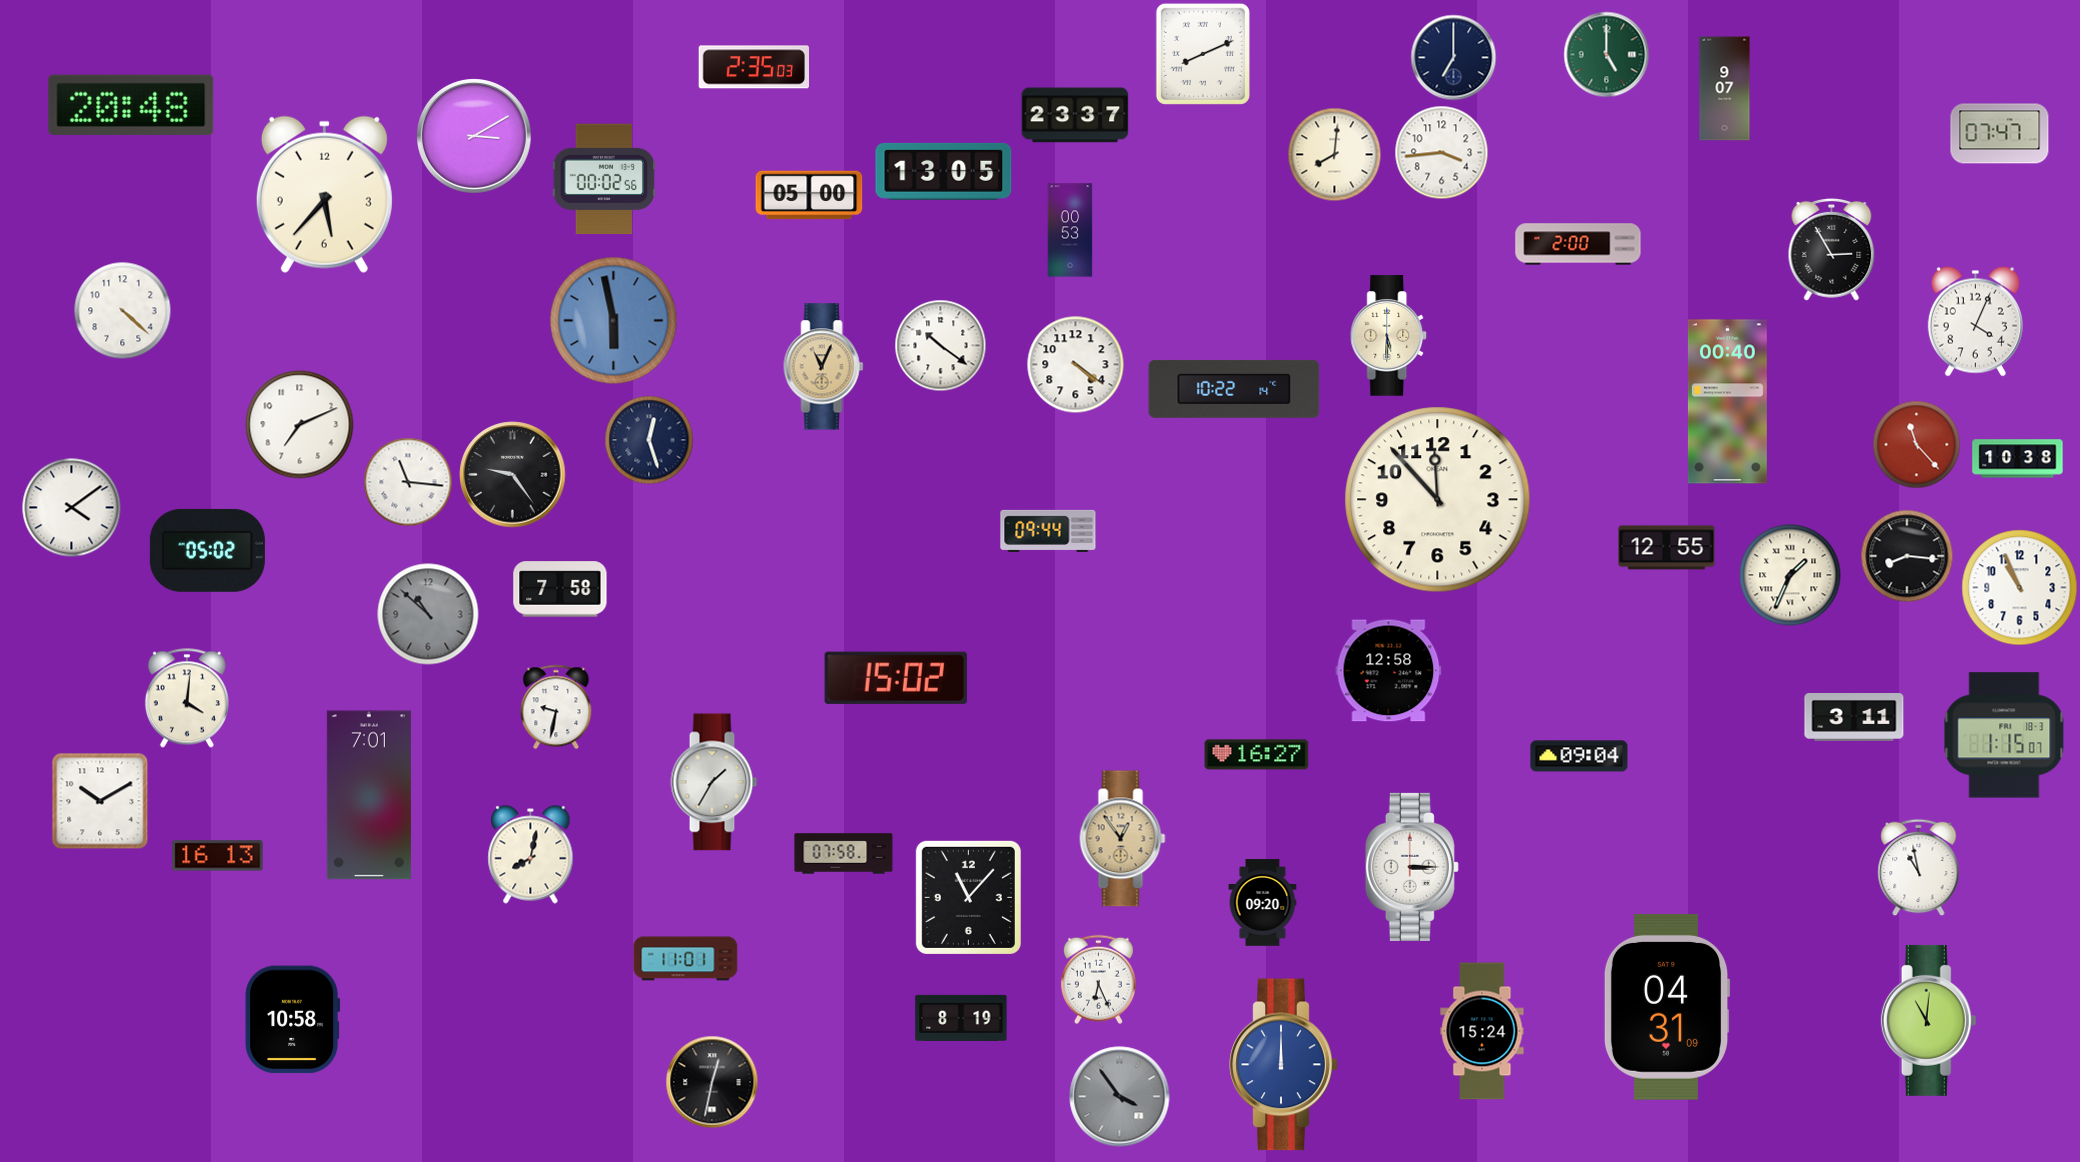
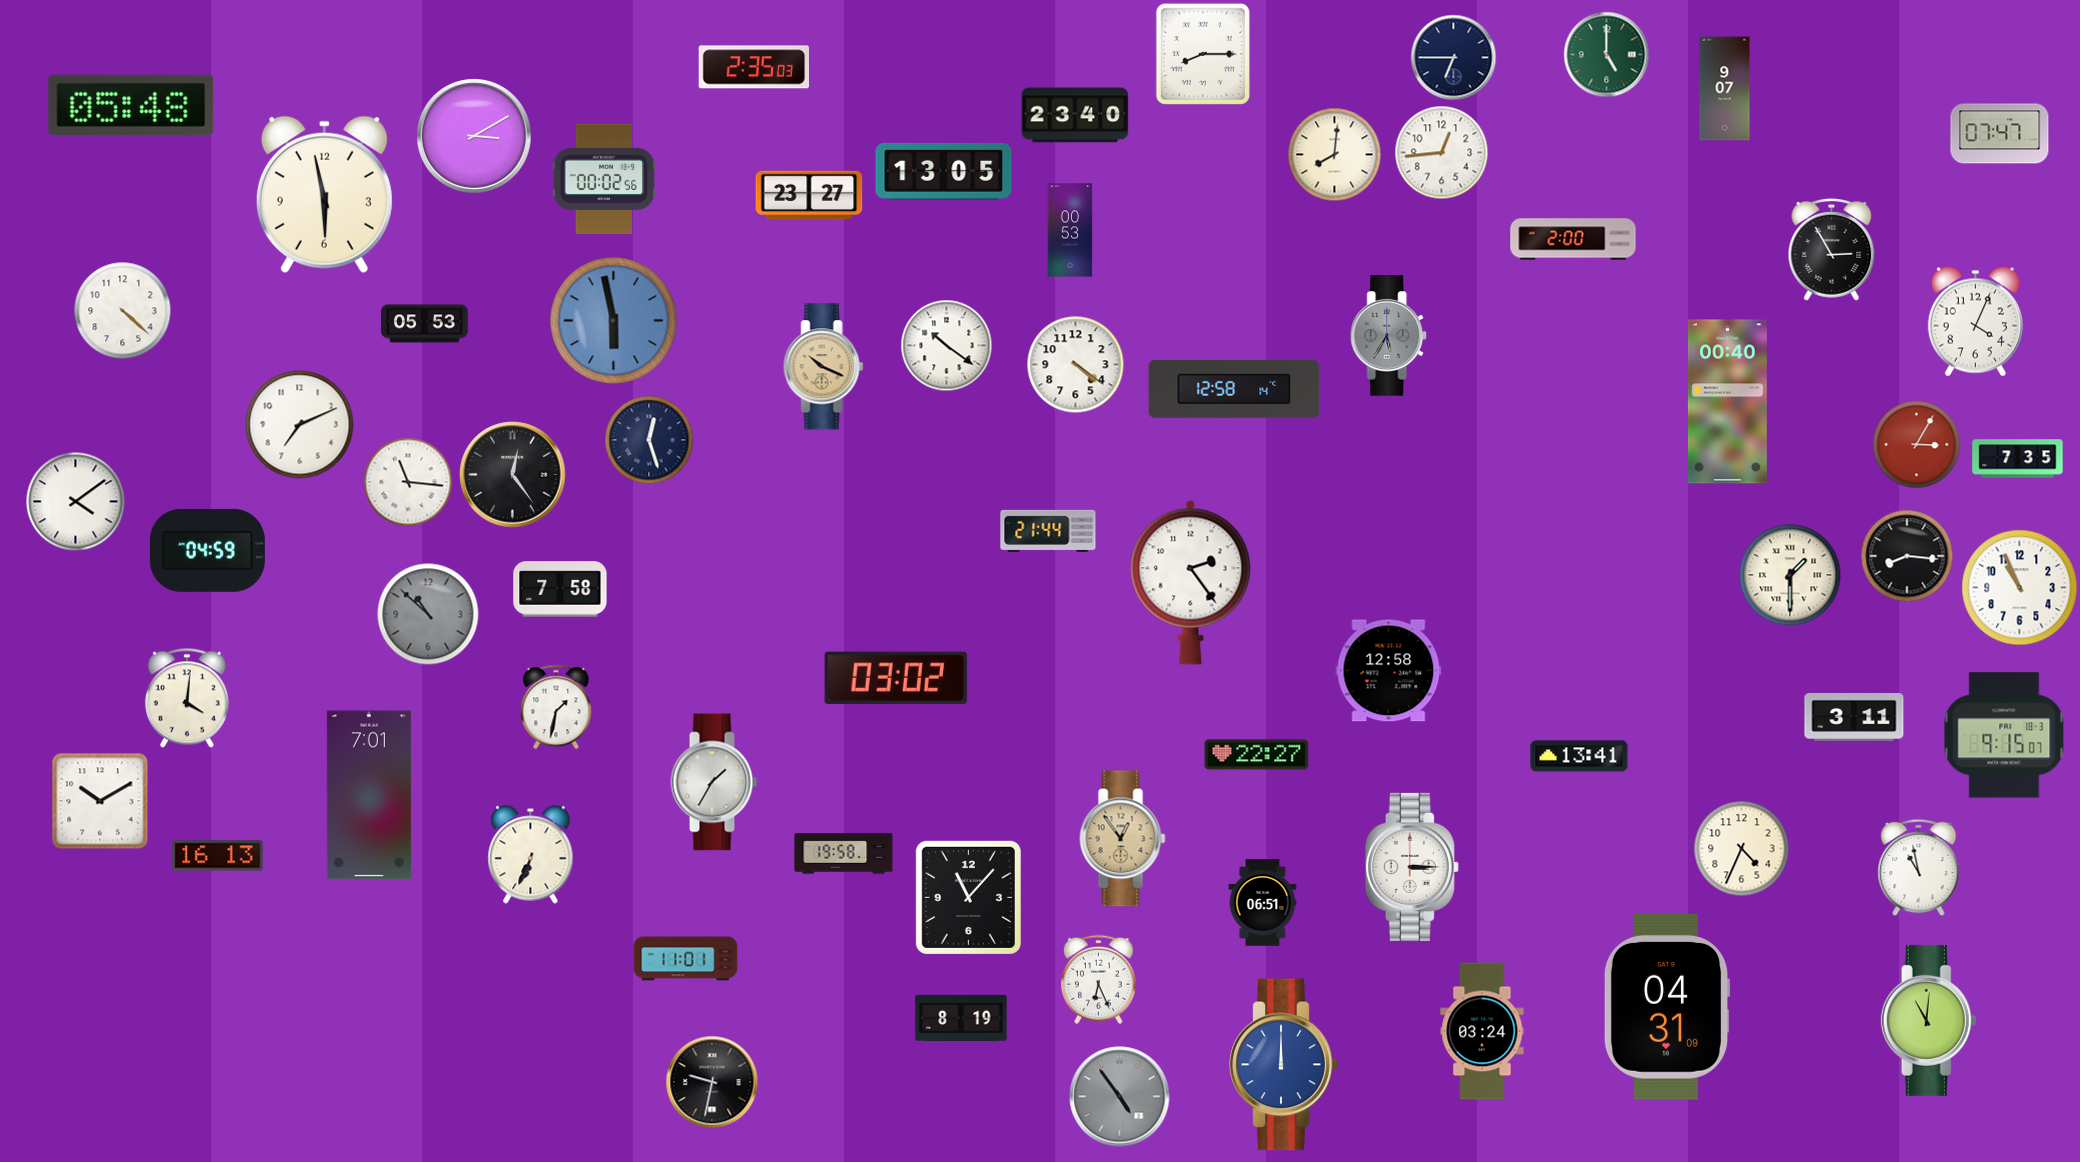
clock at (1203, 54): 8:11 -> 8:15
clock at (1454, 58): 7:00 -> 6:45
clock at (131, 105): 20:48 -> 05:48
clock at (1075, 115): 23:37 -> 23:40
clock at (1442, 153): 3:44 -> 12:44
clock at (324, 194): 5:37 -> 5:58
clock at (809, 195): 05:00 -> 23:27
clock at (1578, 244) position: (1578, 244) -> (1573, 239)
clock at (425, 324): none -> 05:53
clock at (1389, 336): 5:30 -> 5:35
clock at (1389, 336) dial: cream -> grey
clock at (941, 346) position: (941, 346) -> (947, 346)
clock at (824, 367): 11:04 -> 10:19
clock at (1234, 389): 10:22 -> 12:58
clock at (1917, 445): 11:23 -> 3:05
clock at (2018, 459): 10:38 -> 7:35
clock at (513, 475): 9:24 -> 12:24
clock at (1438, 500): 11:53 -> none
clock at (72, 508) position: (72, 508) -> (76, 502)
clock at (1048, 531): 09:44 -> 21:44
clock at (1667, 548): 12:55 -> none
clock at (207, 550): 05:02 -> 04:59
clock at (1790, 575): 1:34 -> 1:30
clock at (1191, 582): none -> 2:24
clock at (896, 678): 15:02 -> 03:02
clock at (556, 707): 9:32 -> 1:32
clock at (2004, 735): 1:15 -> 9:15
clock at (1257, 755): 16:27 -> 22:27
clock at (1579, 756): 09:04 -> 13:41
clock at (1742, 849): none -> 4:34
clock at (844, 854): 07:58 -> 19:58
clock at (531, 855): 8:02 -> 6:34
clock at (1263, 903): 09:20 -> 06:51
clock at (293, 1020): 10:58 -> none
clock at (1482, 1031): 15:24 -> 03:24
clock at (712, 1082): 12:32 -> 9:32
clock at (1120, 1097): 3:54 -> 4:54
